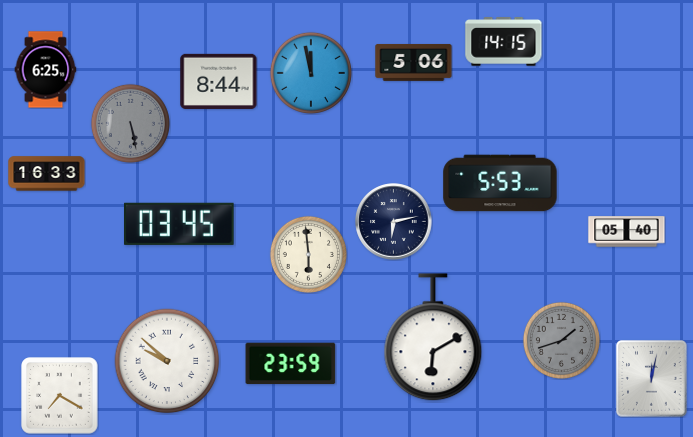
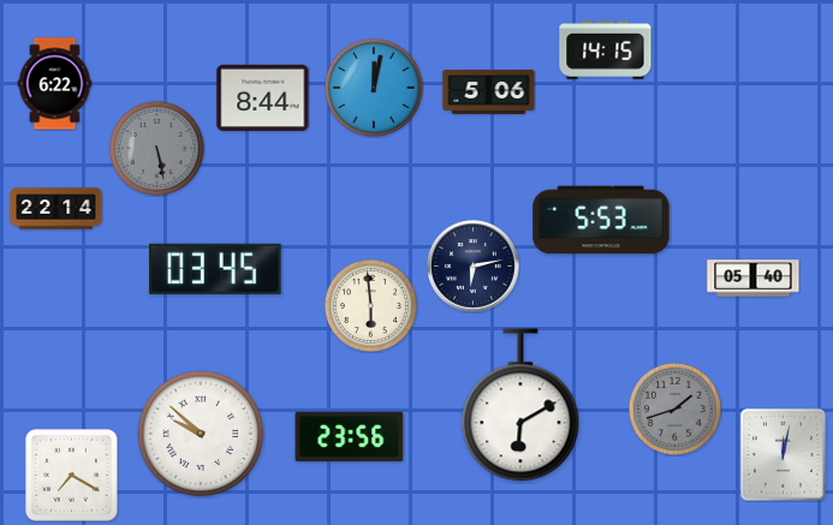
clock at (414, 62) position: (414, 62) -> (489, 91)
clock at (46, 70): 6:25 -> 6:22
clock at (311, 73): 11:58 -> 12:02
clock at (47, 174): 16:33 -> 22:14
clock at (291, 364): 23:59 -> 23:56
